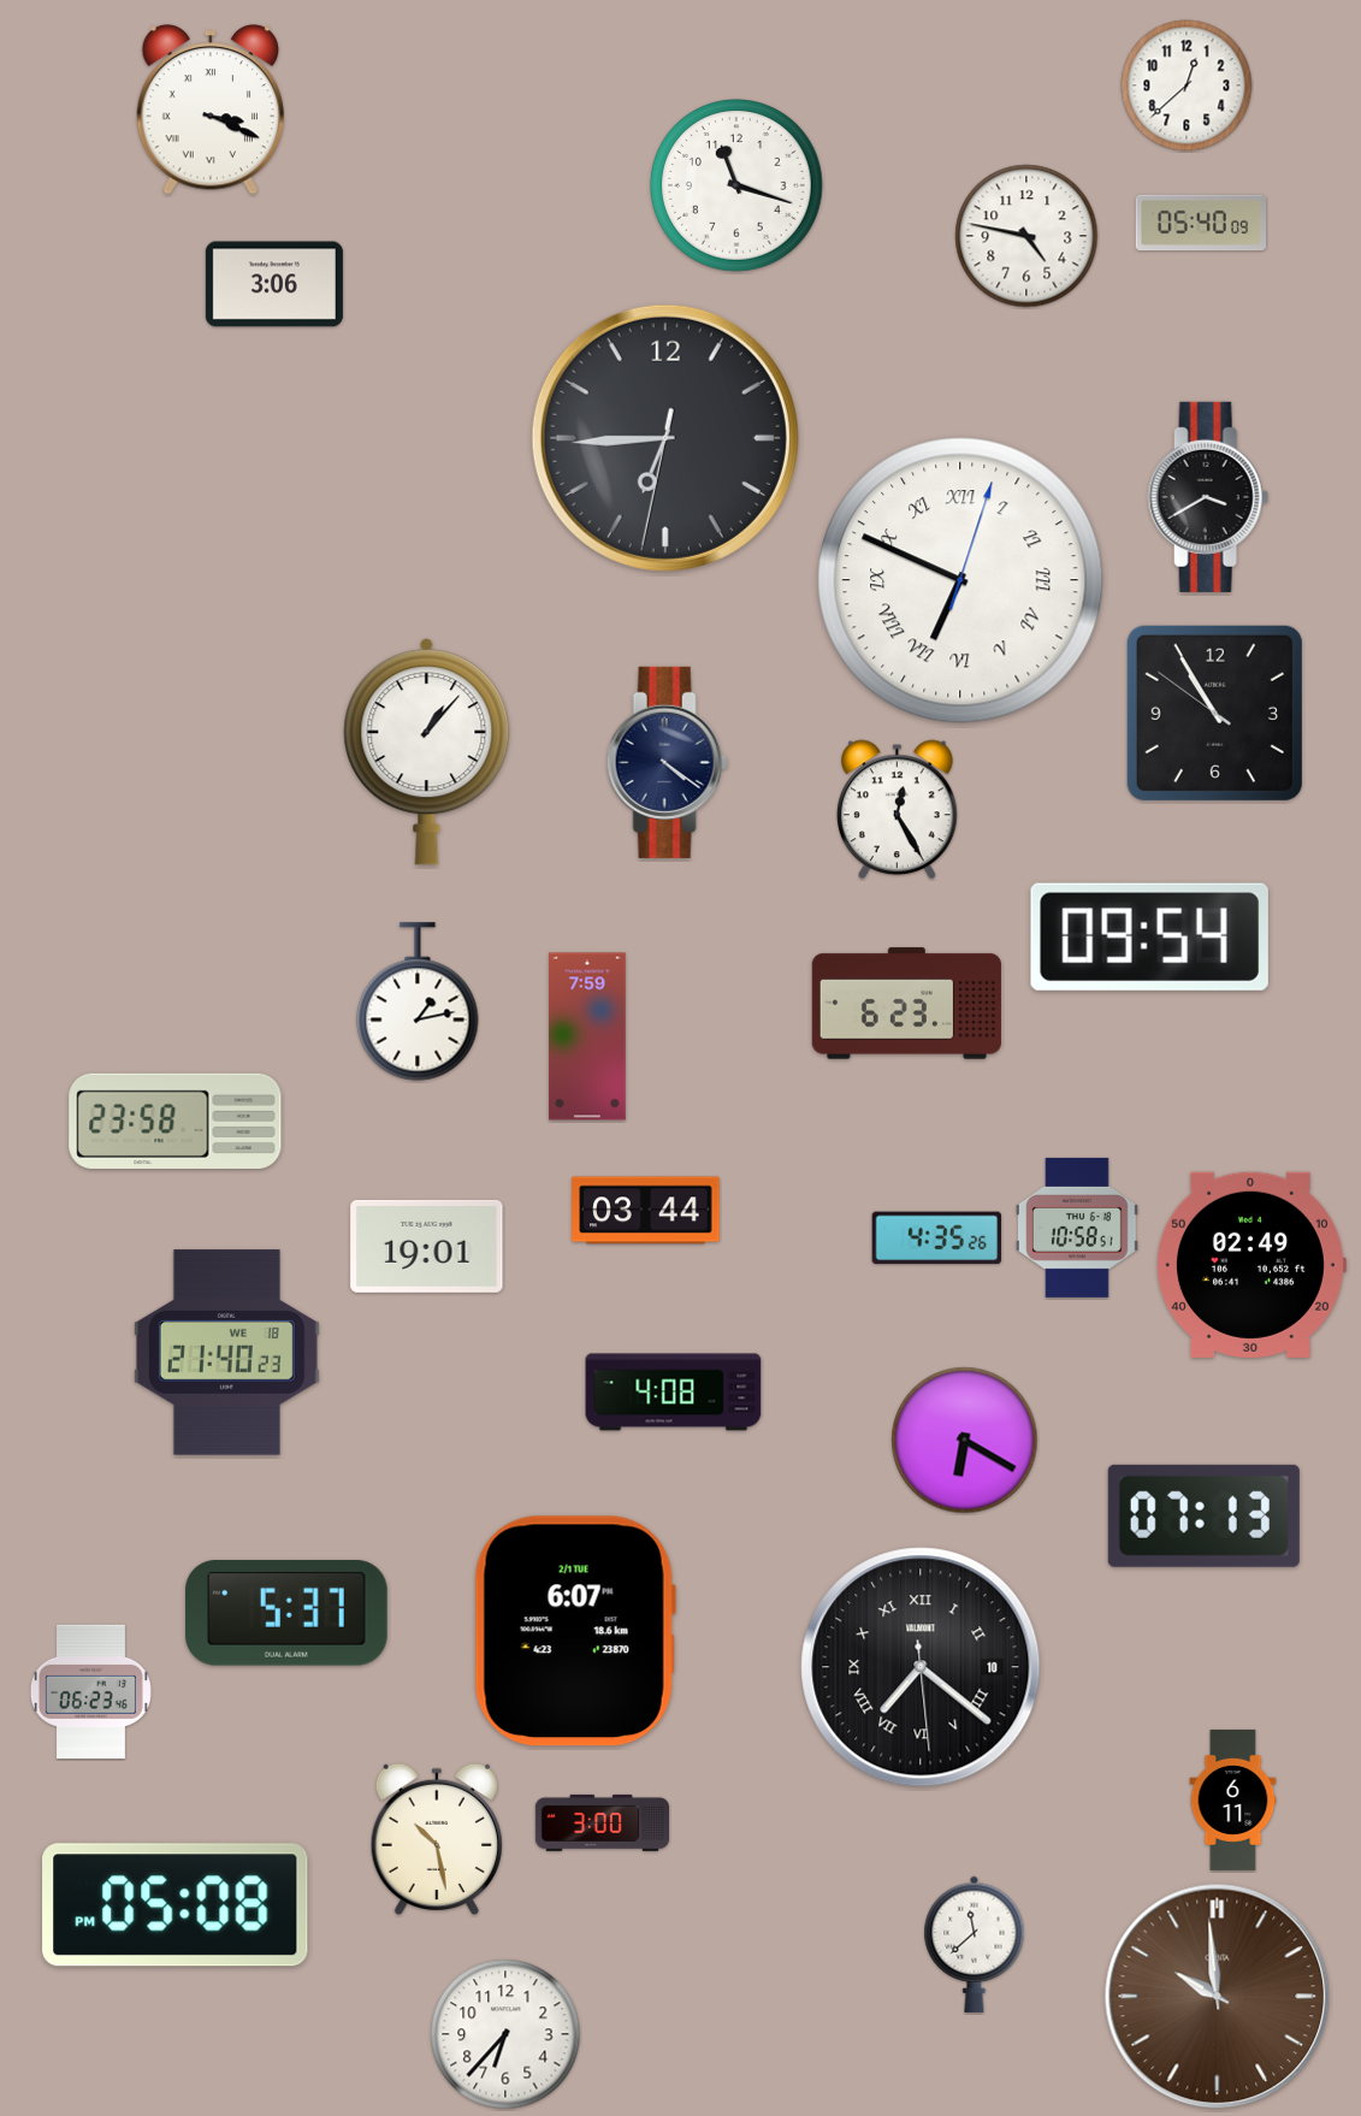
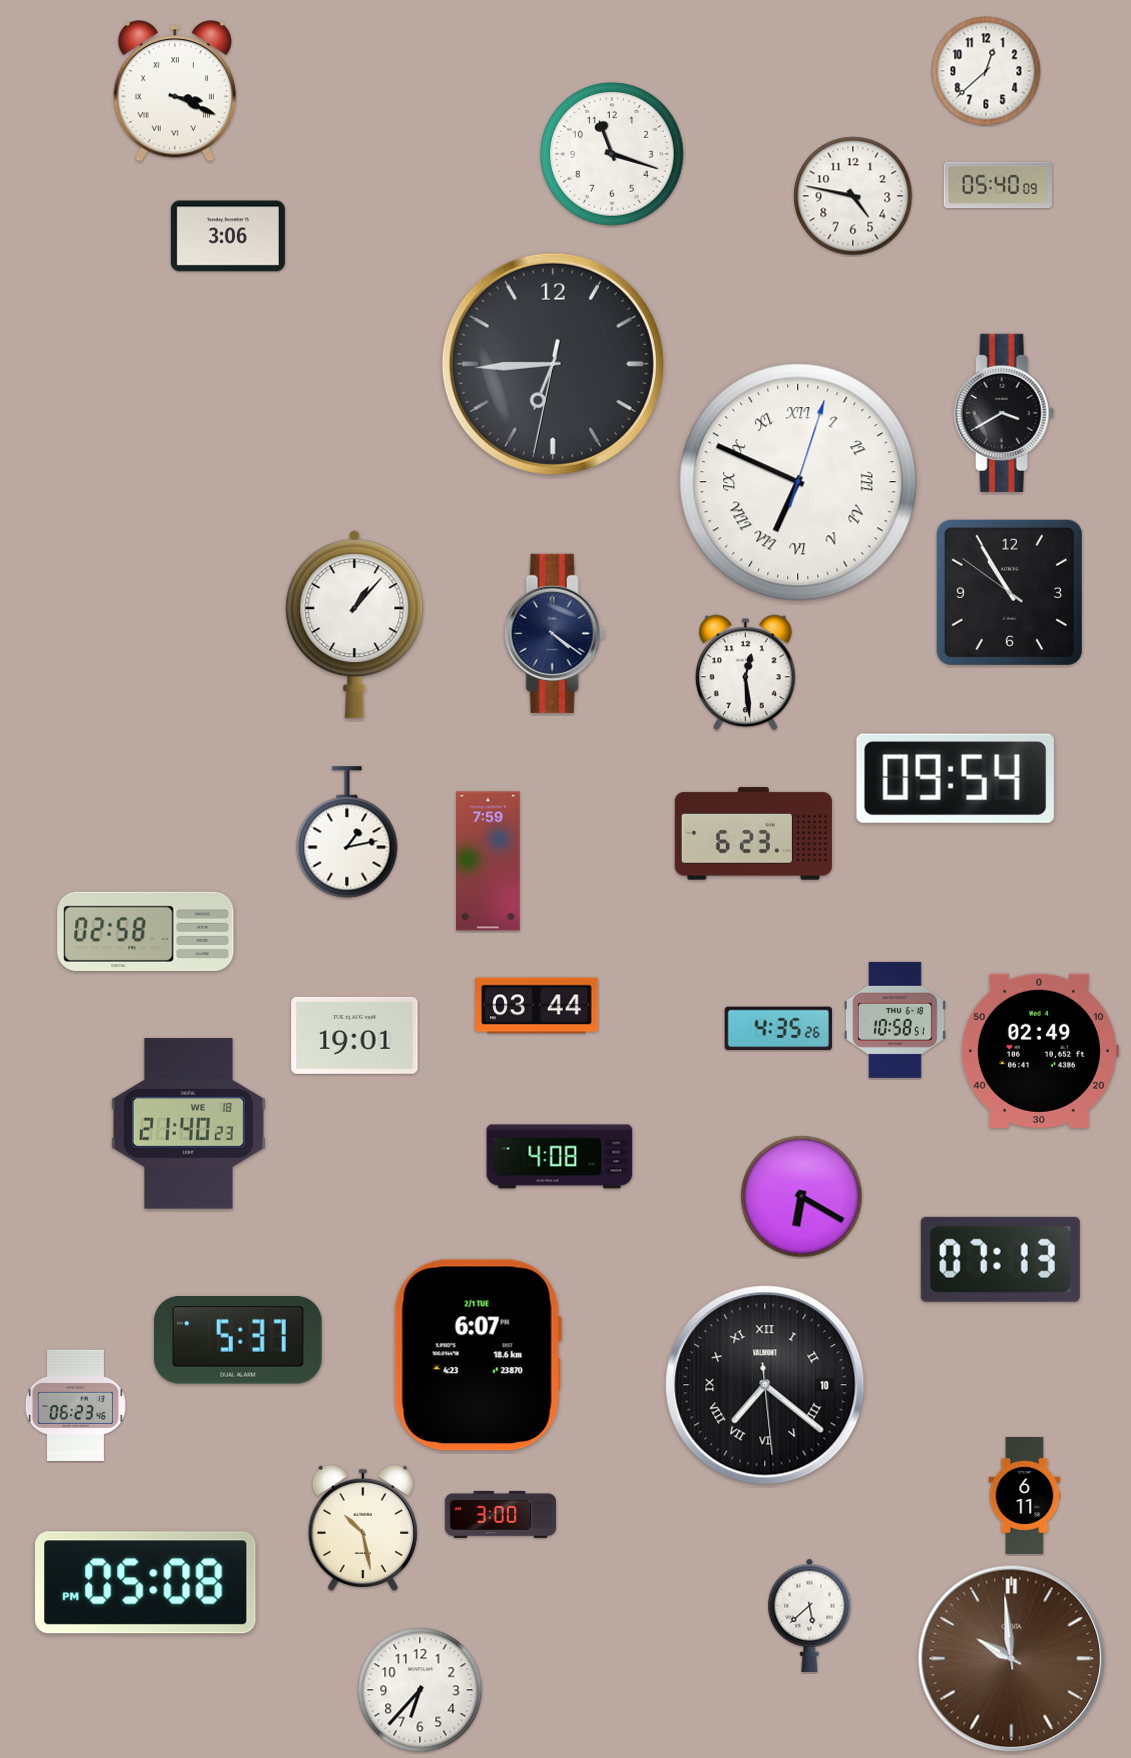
clock at (898, 810): 12:25 -> 12:29
clock at (176, 1121): 23:58 -> 02:58
clock at (975, 1944): 11:38 -> 5:38
